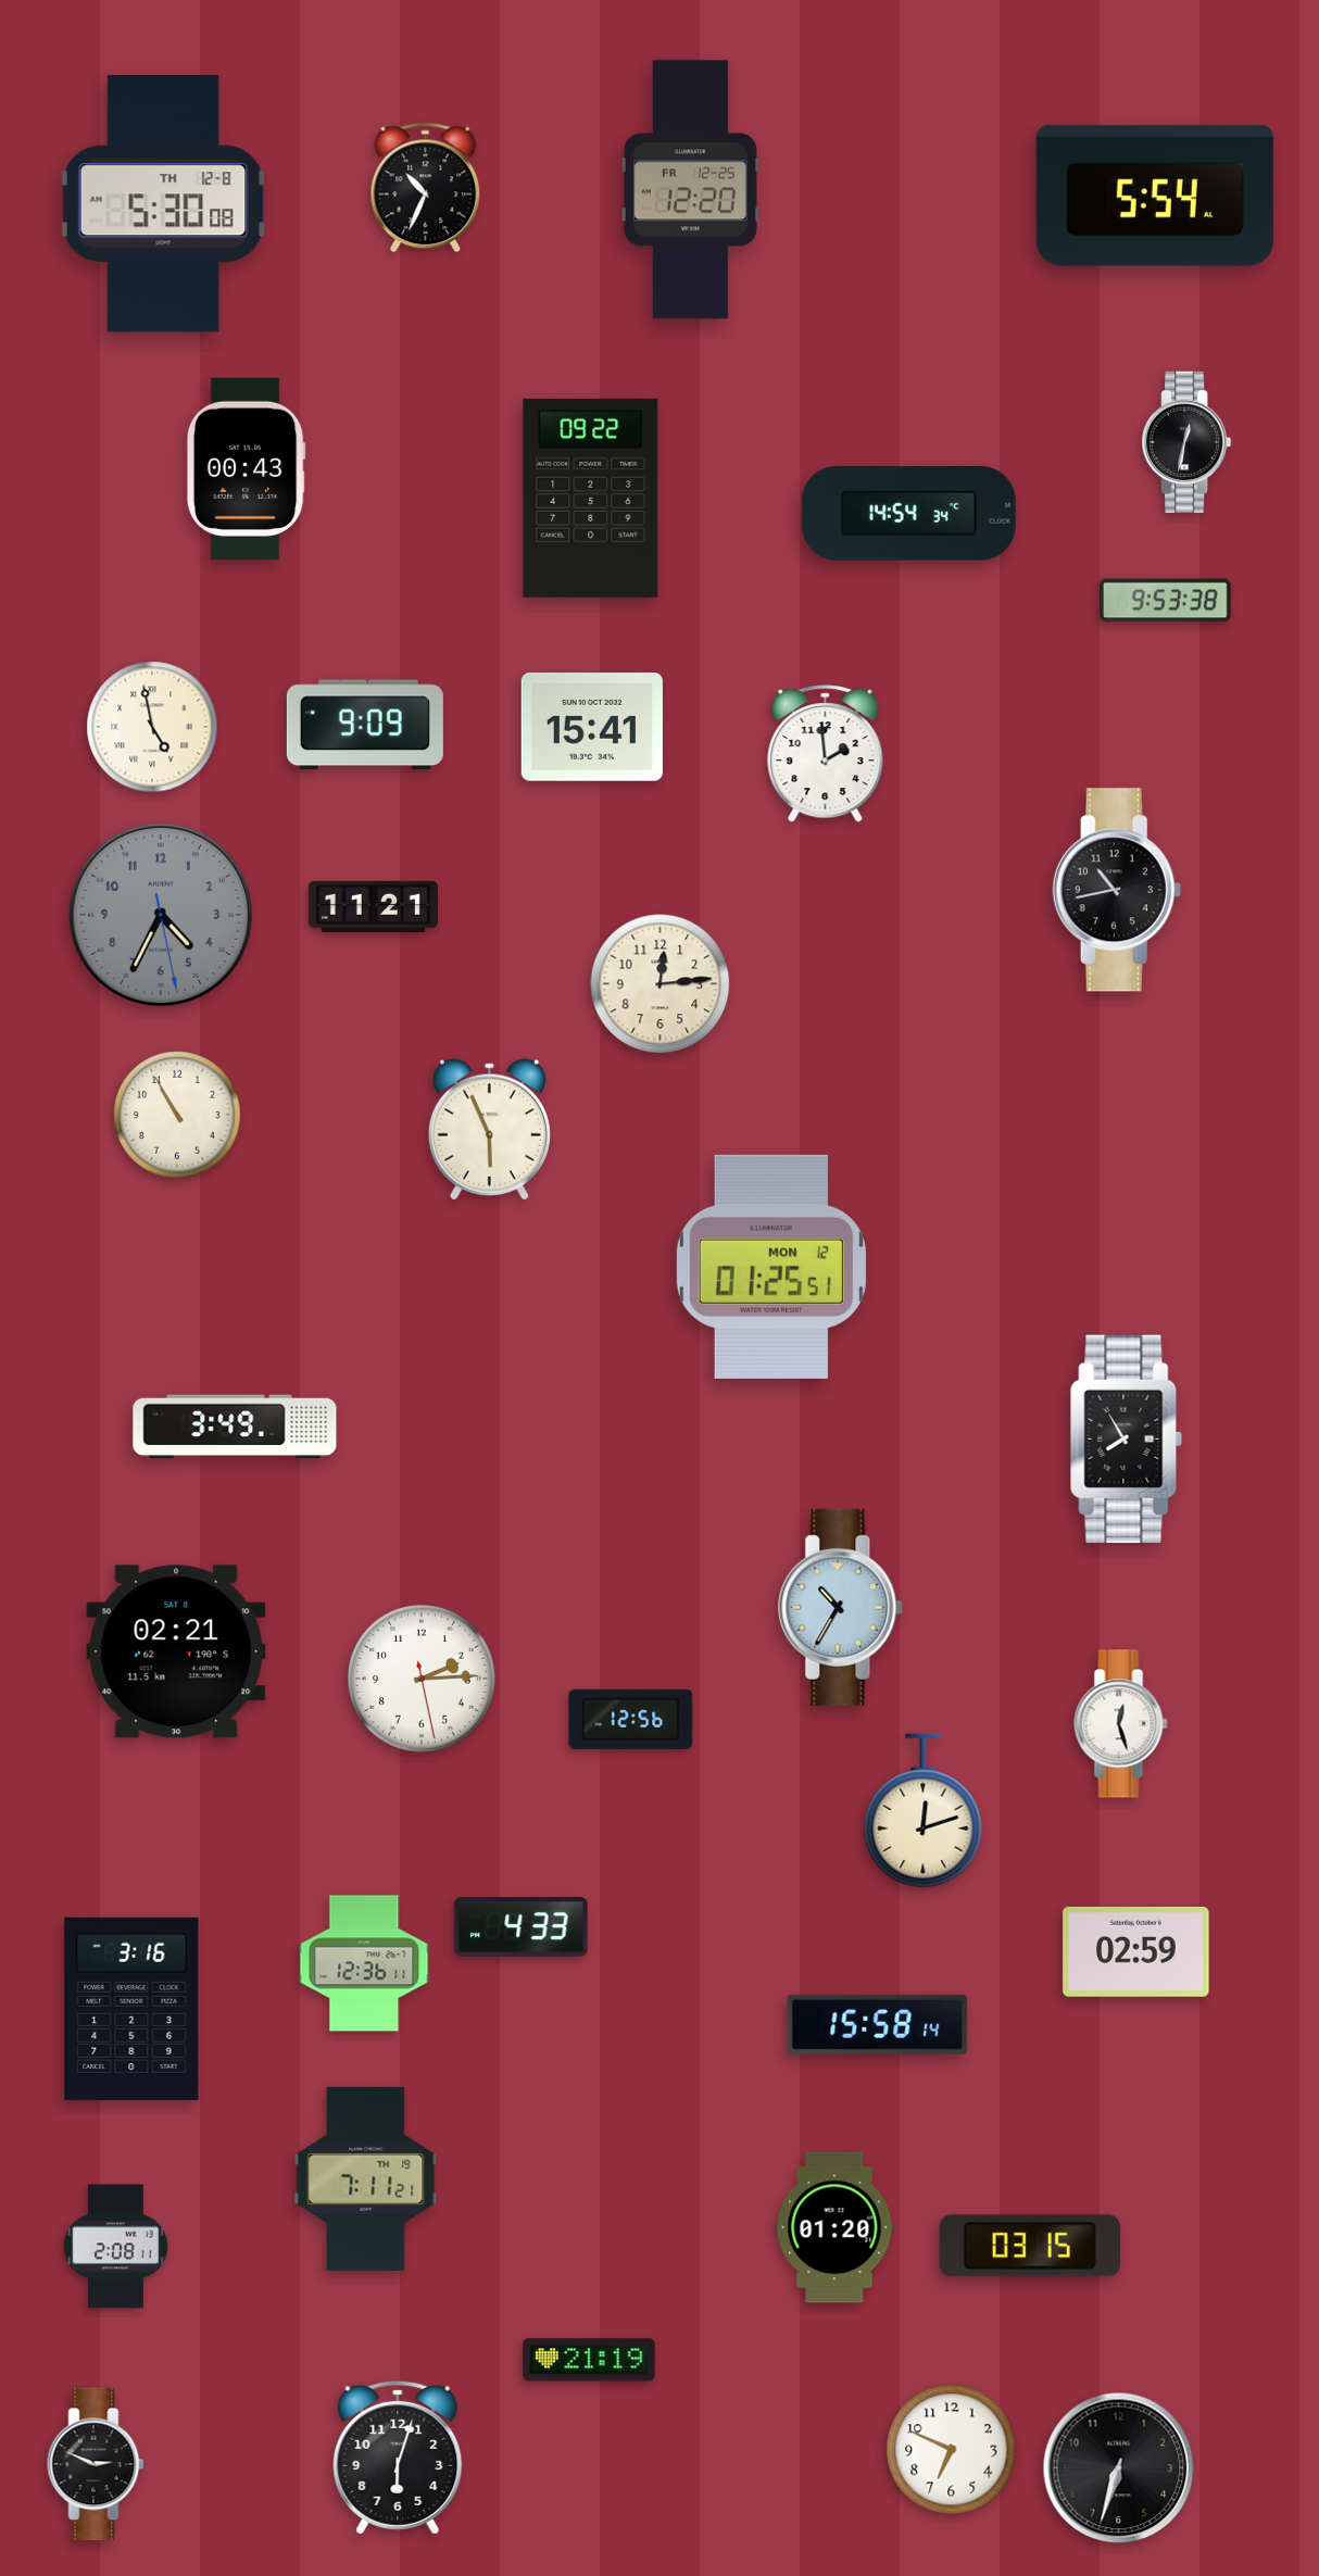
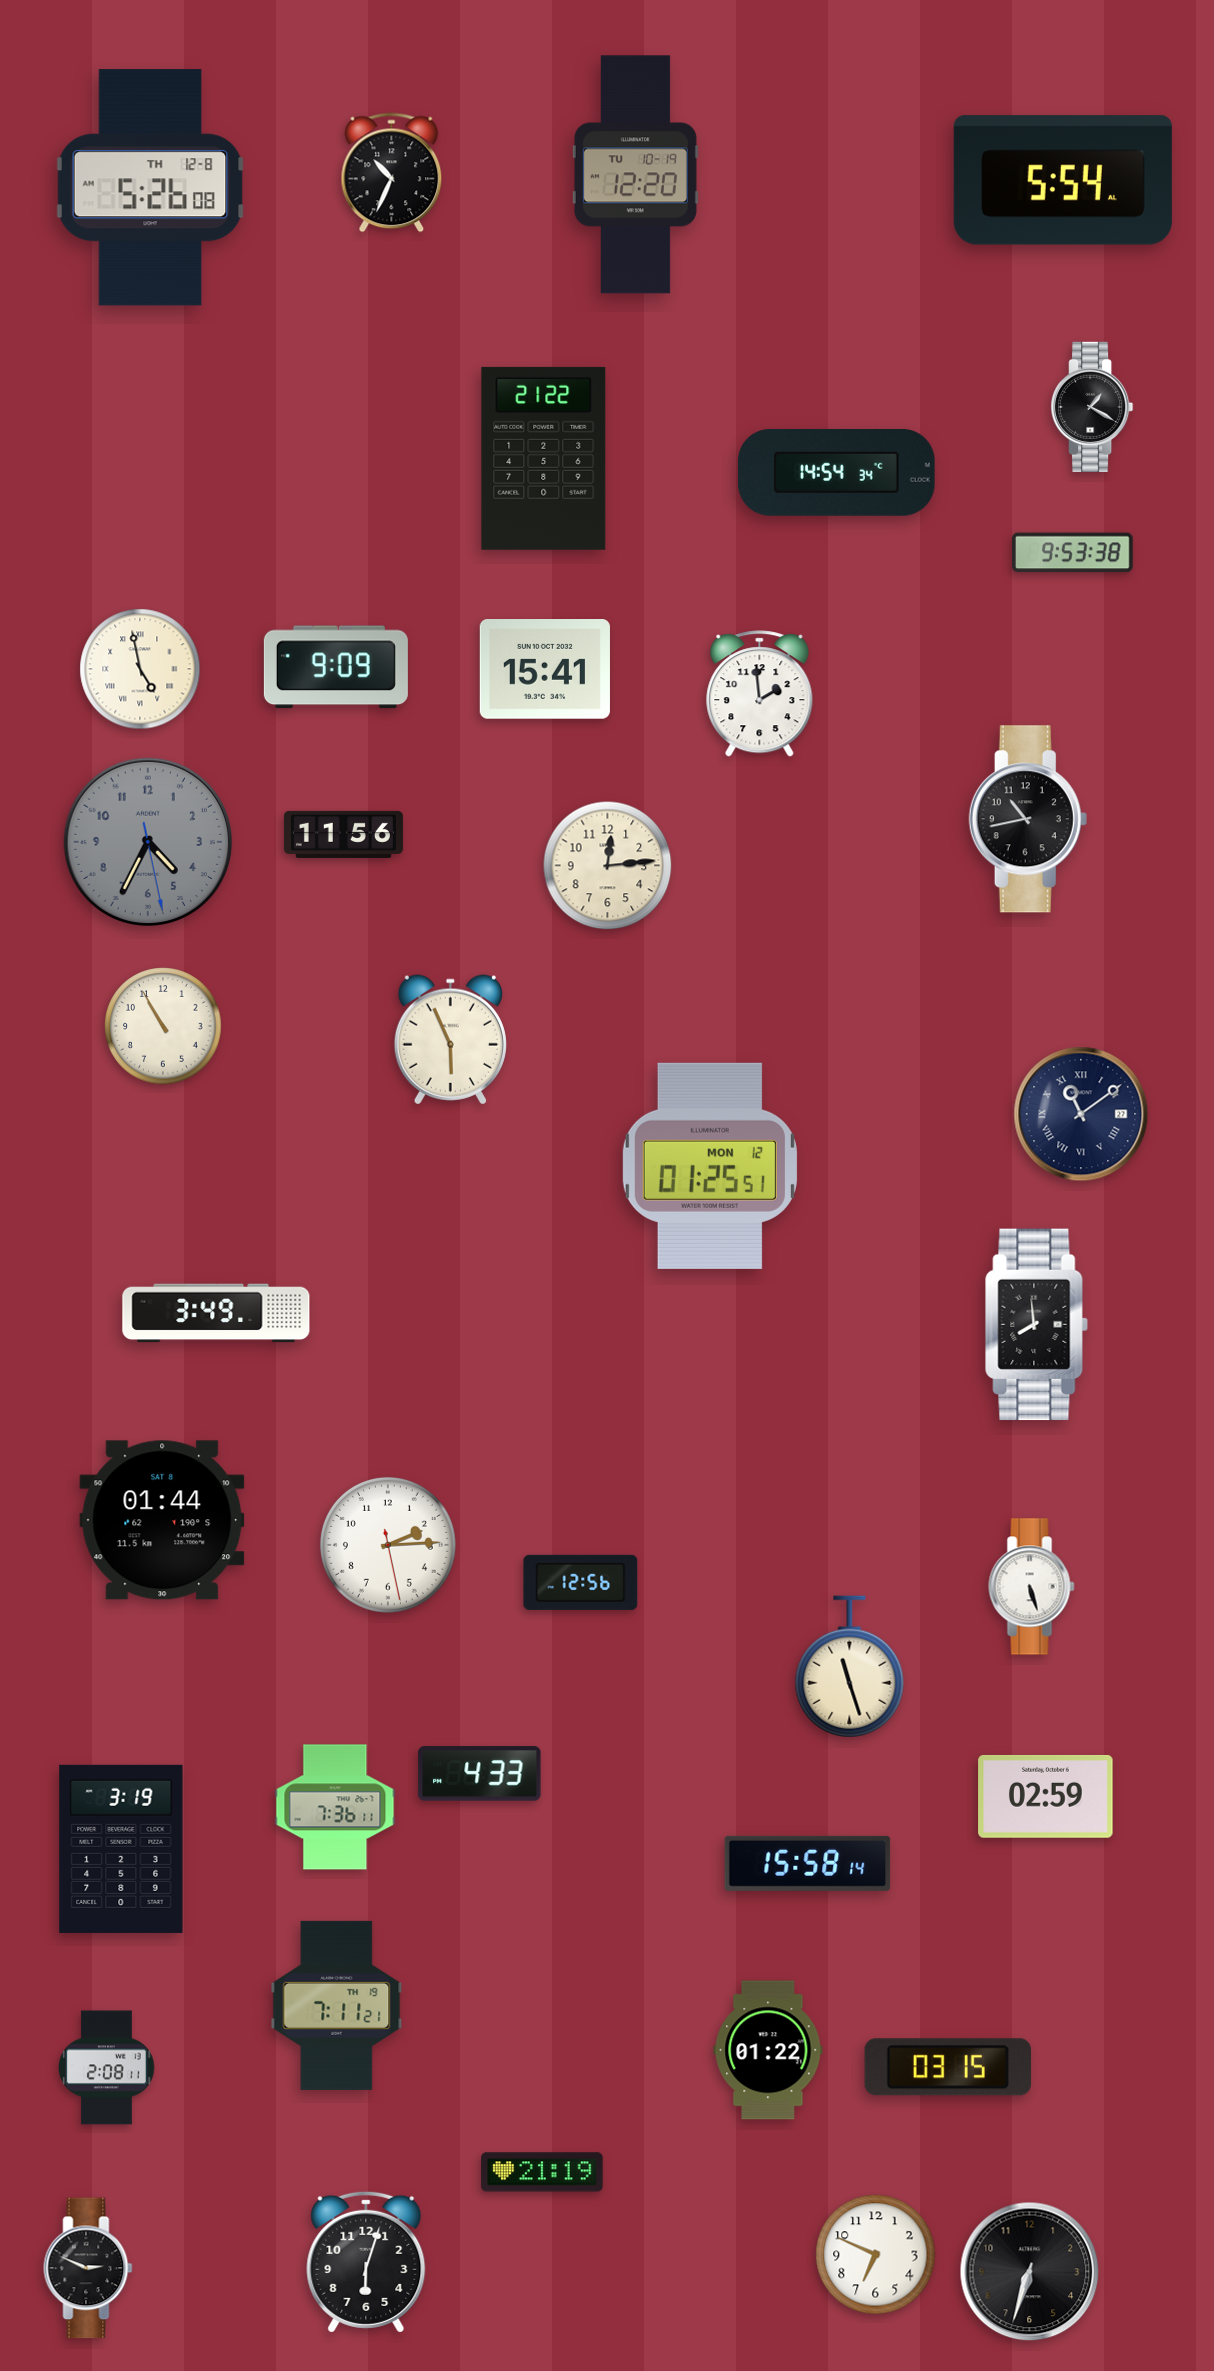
clock at (690, 190) date: FR 12-25 -> TU 10-19
clock at (164, 204): 5:30 -> 5:26
clock at (1186, 442): 12:32 -> 1:20
clock at (246, 468): 00:43 -> none
clock at (591, 498): 09:22 -> 21:22
clock at (373, 906): 11:21 -> 11:56
clock at (661, 984) position: (661, 984) -> (608, 866)
clock at (1081, 1114): none -> 11:09
clock at (1127, 1440): 7:55 -> 7:59
clock at (841, 1607): 10:35 -> none
clock at (176, 1651): 02:21 -> 01:44
clock at (1121, 1724): 12:27 -> 5:27
clock at (924, 1811): 12:12 -> 11:27
clock at (364, 1963): 12:36 -> 7:36
clock at (131, 2009): 3:16 -> 3:19
clock at (834, 2227): 01:20 -> 01:22
